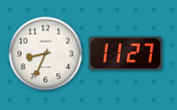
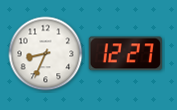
clock at (125, 54): 11:27 -> 12:27
